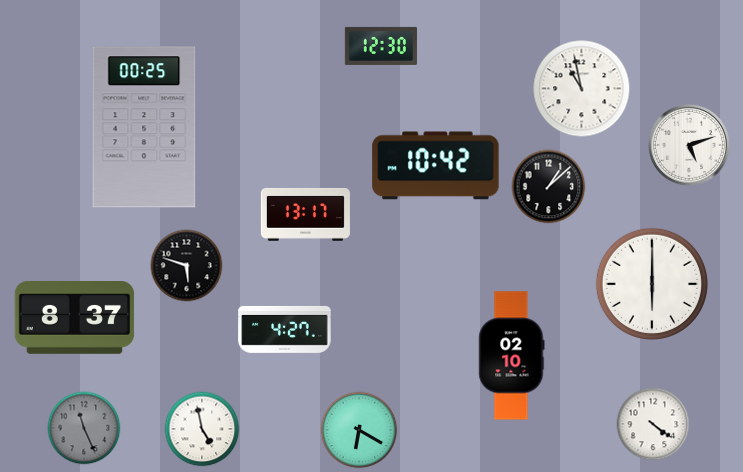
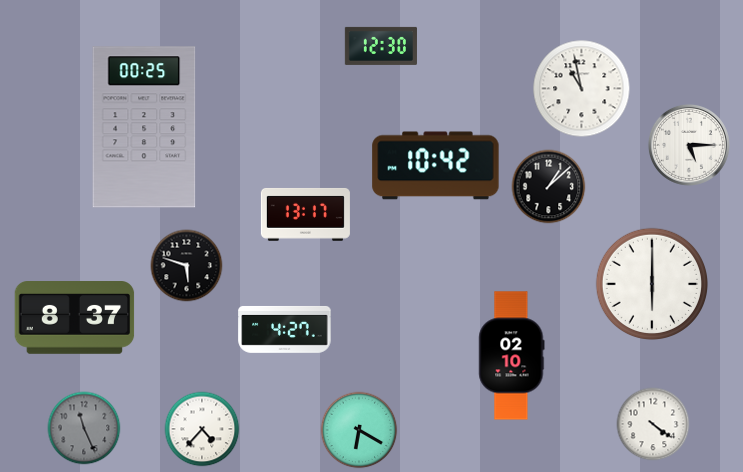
clock at (689, 145): 5:12 -> 5:15
clock at (202, 429): 4:58 -> 4:37
